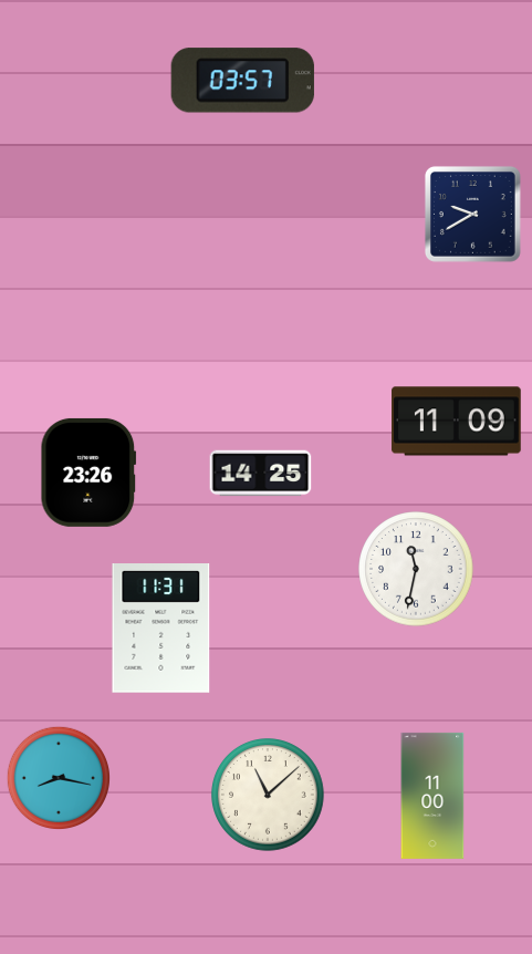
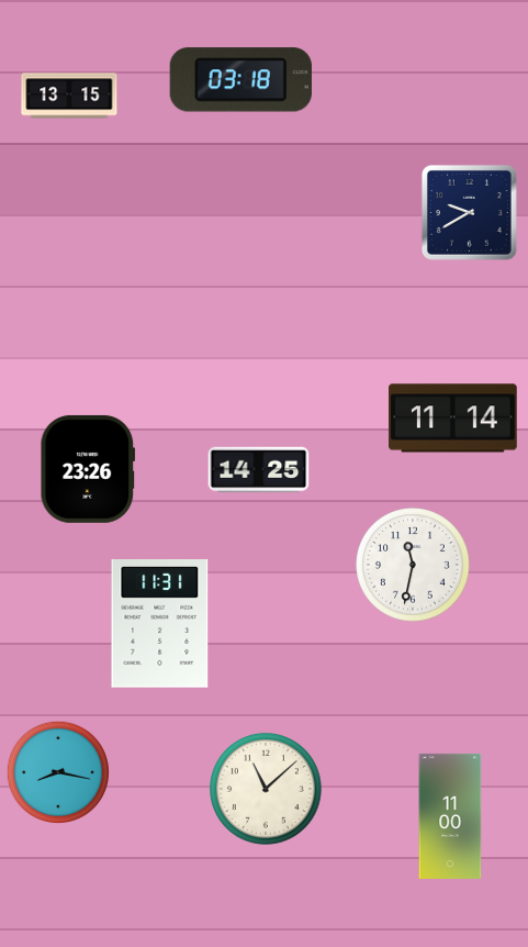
clock at (242, 81): 03:57 -> 03:18
clock at (69, 96): none -> 13:15
clock at (457, 422): 11:09 -> 11:14
clock at (432, 796) position: (432, 796) -> (450, 816)
